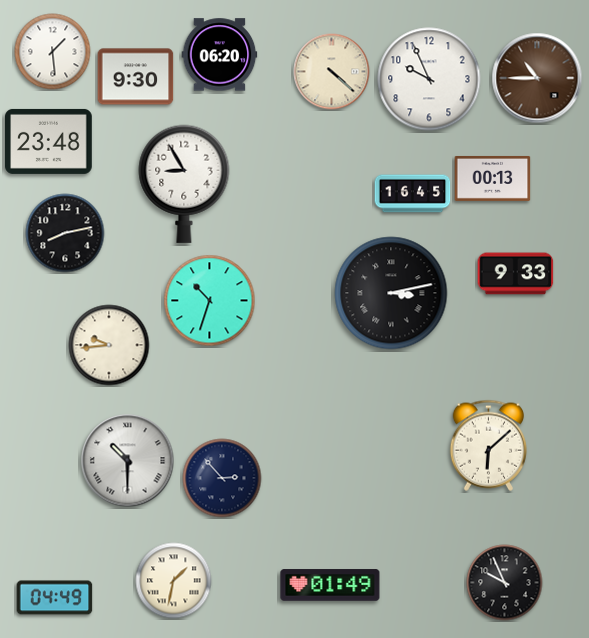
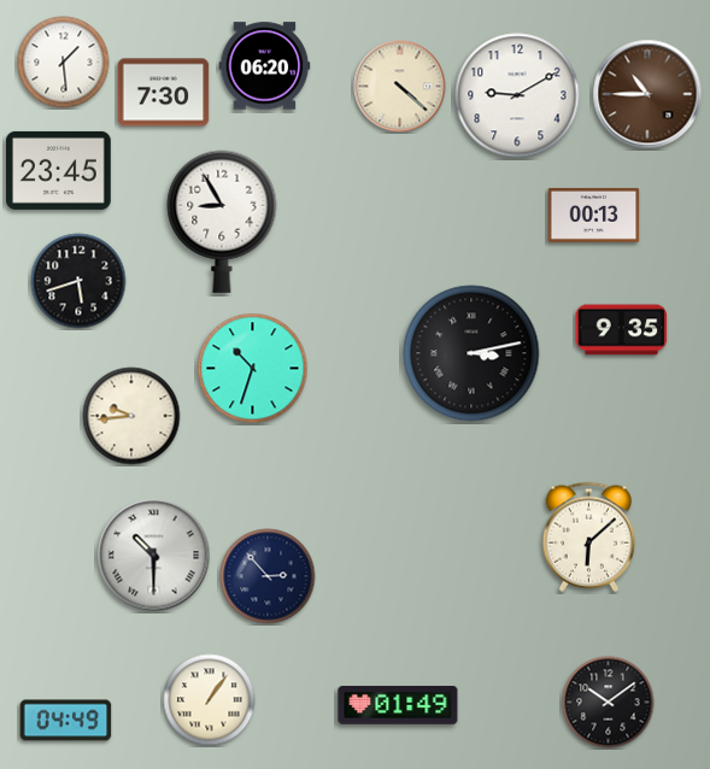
clock at (136, 77): 9:30 -> 7:30
clock at (429, 79): 9:56 -> 9:10
clock at (49, 141): 23:48 -> 23:45
clock at (413, 194): 16:45 -> none
clock at (65, 233): 8:13 -> 5:42
clock at (516, 274): 9:33 -> 9:35
clock at (210, 301) position: (210, 301) -> (253, 369)
clock at (174, 581): 1:32 -> 1:06
clock at (505, 583): 9:56 -> 10:09
